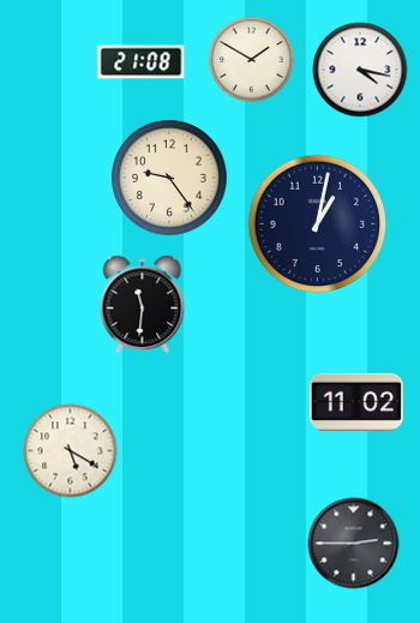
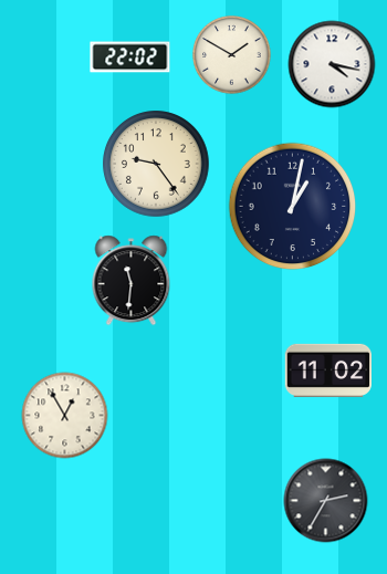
clock at (142, 62): 21:08 -> 22:02
clock at (71, 451): 5:20 -> 12:55
clock at (354, 544): 2:45 -> 2:35
